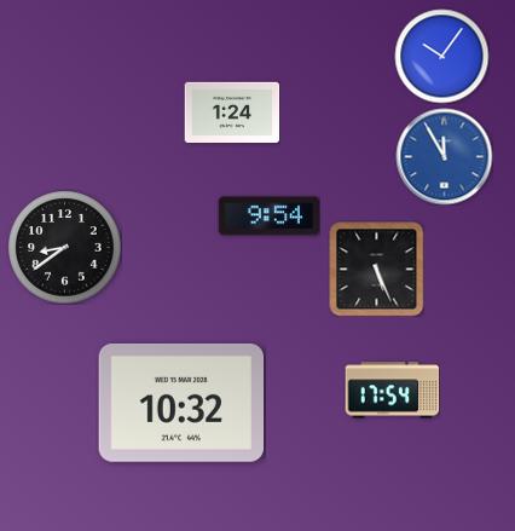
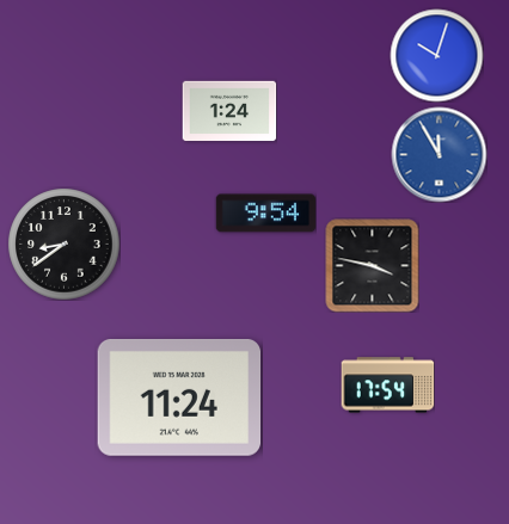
clock at (441, 56): 10:06 -> 10:03
clock at (376, 269): 5:26 -> 3:47
clock at (181, 404): 10:32 -> 11:24
